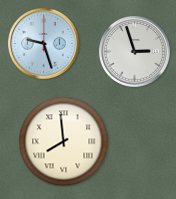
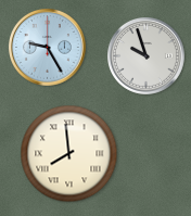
clock at (44, 44): 9:27 -> 9:25
clock at (135, 52): 2:57 -> 9:57
